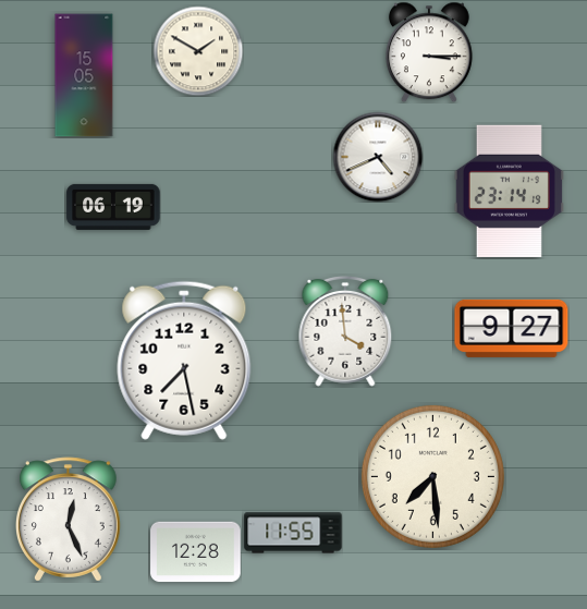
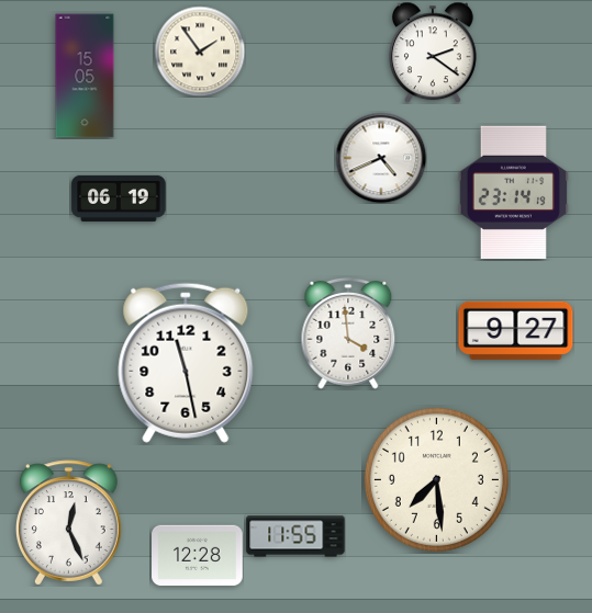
clock at (198, 51): 1:50 -> 1:54
clock at (430, 52): 3:15 -> 2:21
clock at (113, 207) position: (113, 207) -> (119, 198)
clock at (184, 361): 7:28 -> 11:28
